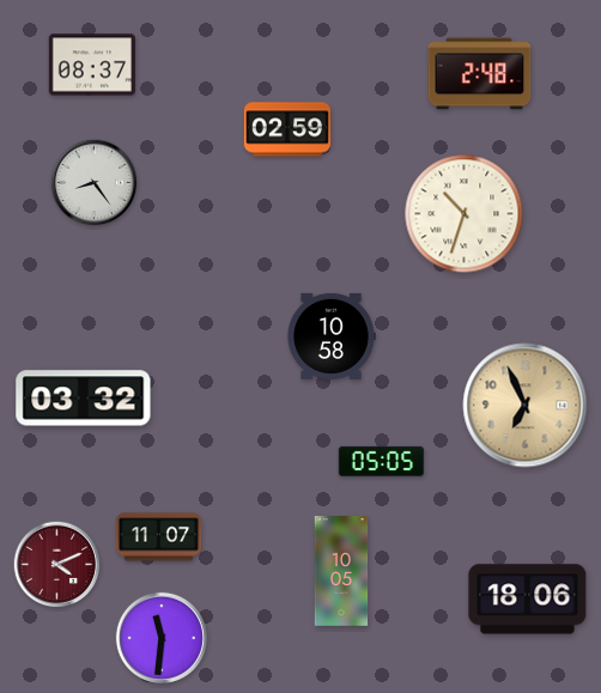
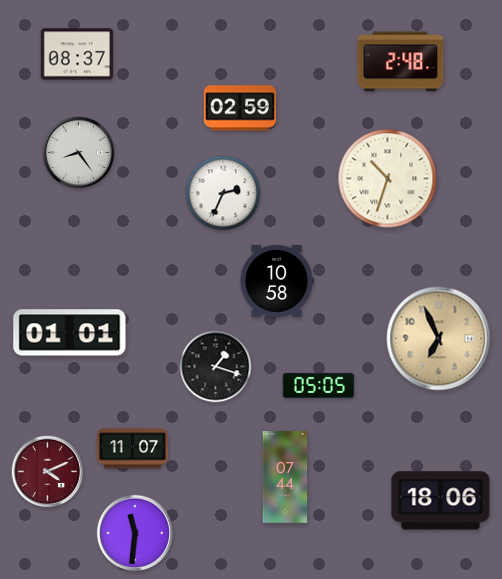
clock at (223, 193): none -> 2:34
clock at (84, 399): 03:32 -> 01:01
clock at (216, 367): none -> 1:18
clock at (341, 571): 10:05 -> 07:44
